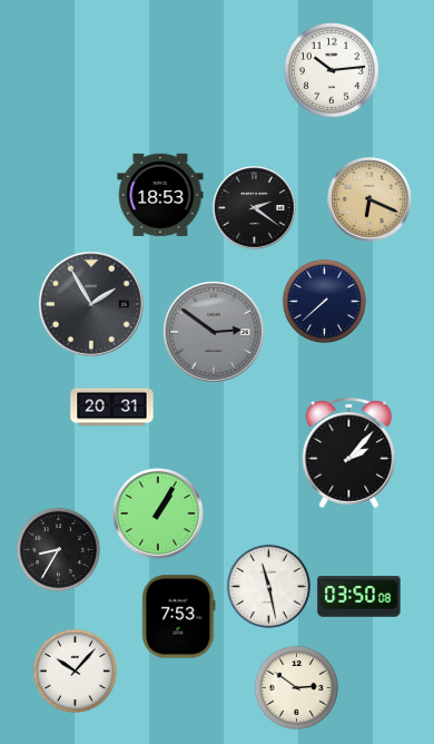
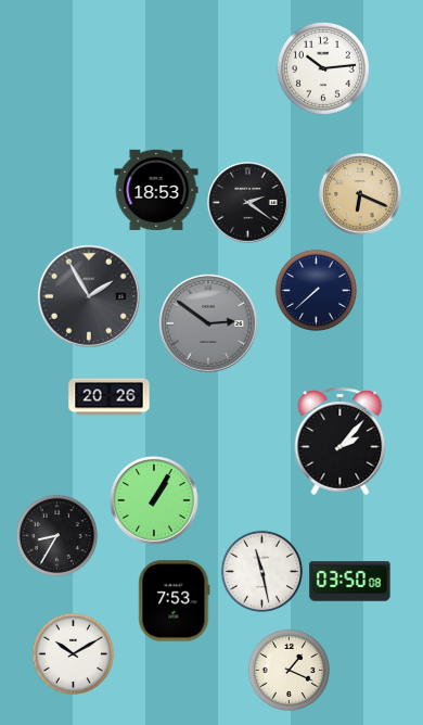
clock at (324, 301) position: (324, 301) -> (316, 290)
clock at (112, 408): 20:31 -> 20:26
clock at (75, 670): 10:07 -> 10:10
clock at (296, 687): 2:51 -> 1:19
